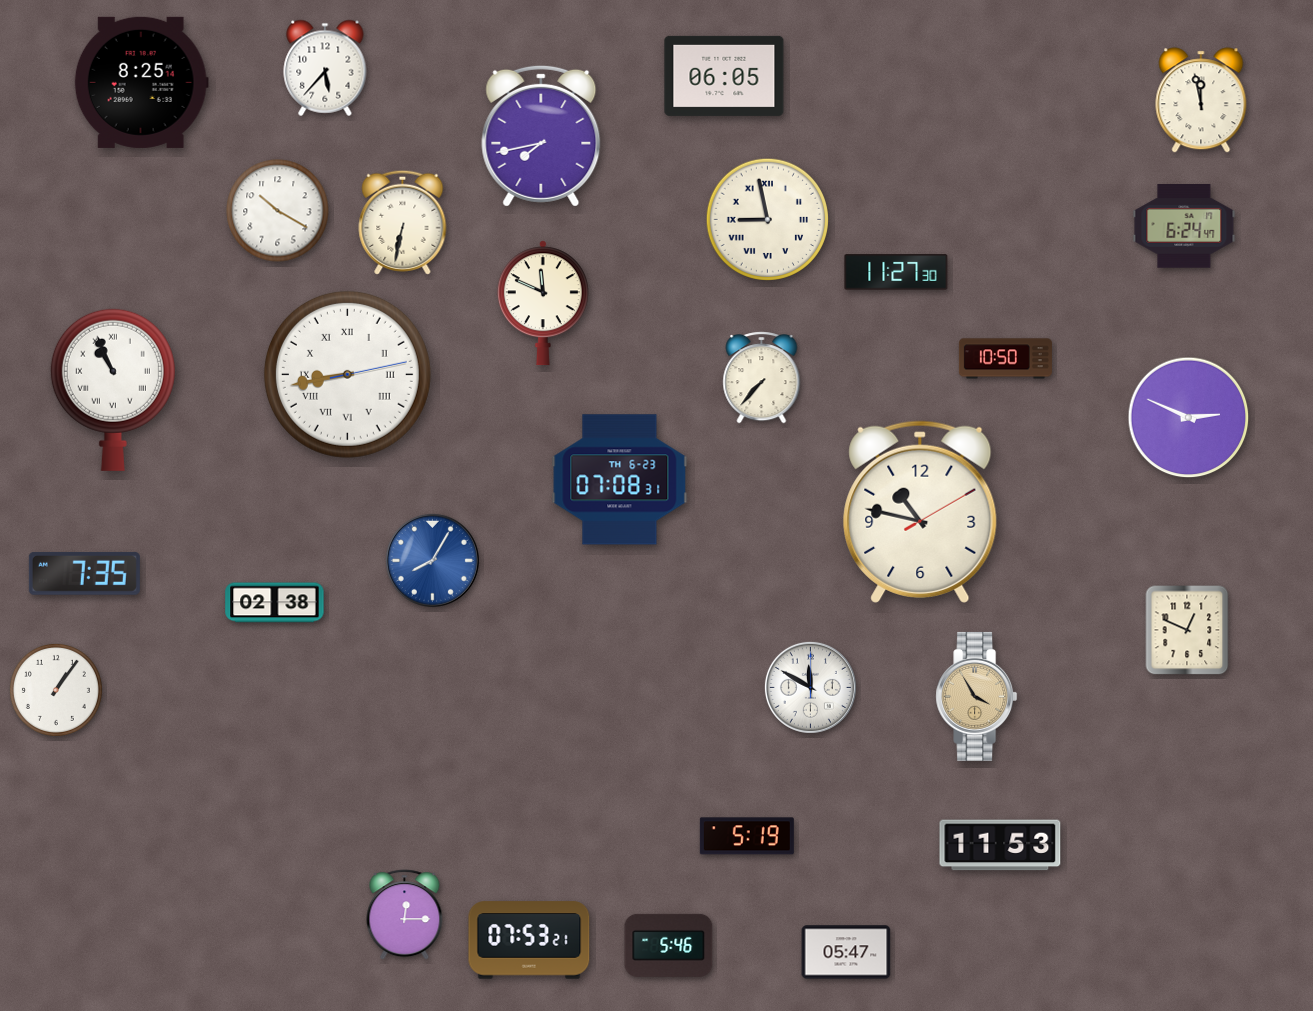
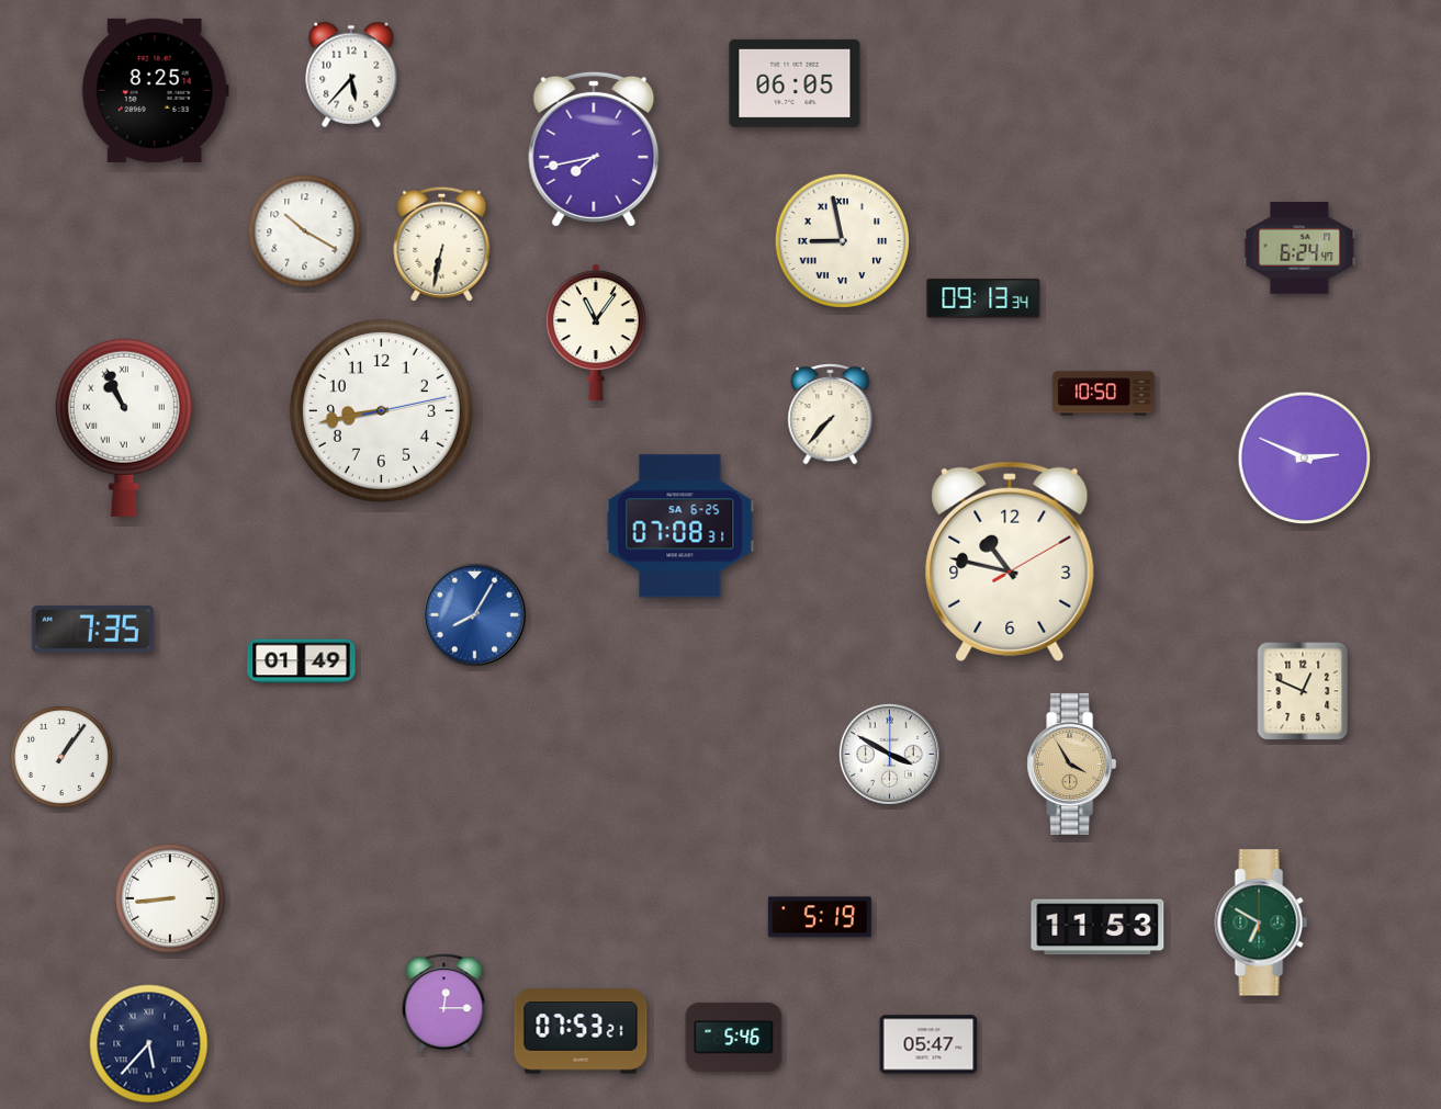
clock at (325, 68) position: (325, 68) -> (351, 75)
clock at (1201, 100): 11:58 -> none
clock at (896, 272): 11:27 -> 09:13
clock at (543, 303): 11:49 -> 11:06
clock at (347, 374) numerals: Roman -> Arabic
clock at (762, 378) position: (762, 378) -> (831, 415)
clock at (620, 480) date: TH 6-23 -> SA 6-25
clock at (275, 603): 02:38 -> 01:49
clock at (810, 687): 11:50 -> 3:50
clock at (170, 898): none -> 8:44
clock at (1261, 923): none -> 6:50
clock at (149, 1044): none -> 5:37
